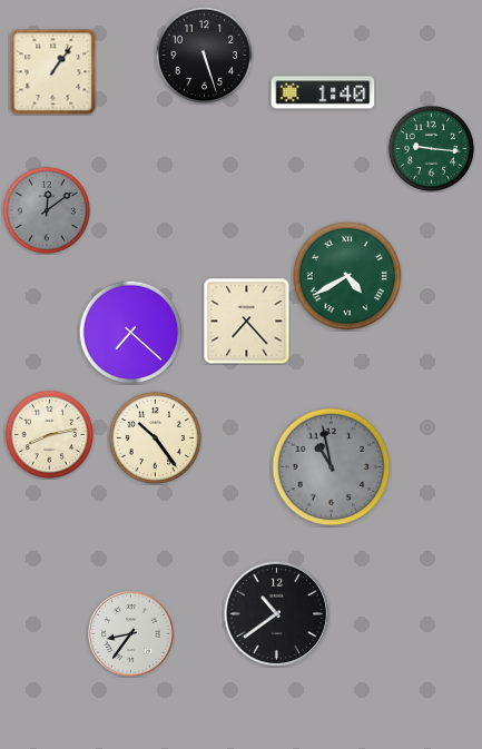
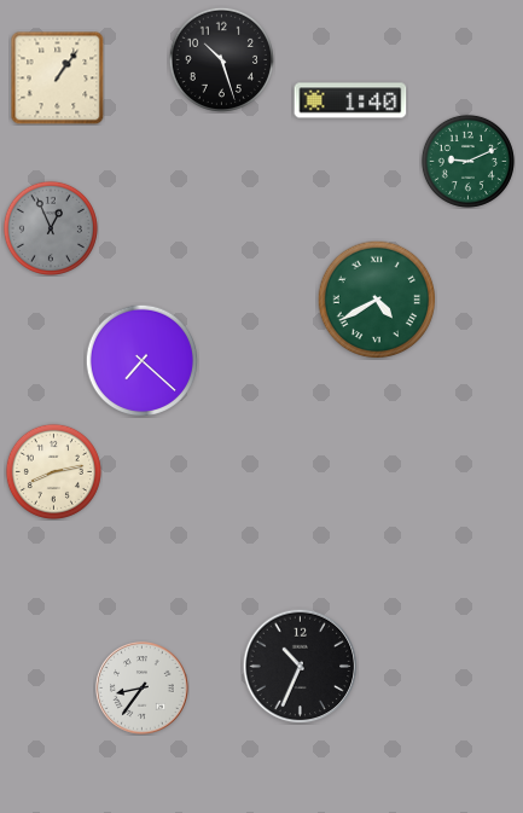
clock at (204, 55): 5:27 -> 10:27
clock at (431, 148): 9:16 -> 9:11
clock at (47, 210): 12:09 -> 12:56
clock at (246, 321): 7:23 -> none
clock at (155, 437): 10:24 -> none
clock at (332, 467): 10:58 -> none
clock at (276, 613): 10:39 -> 10:34
